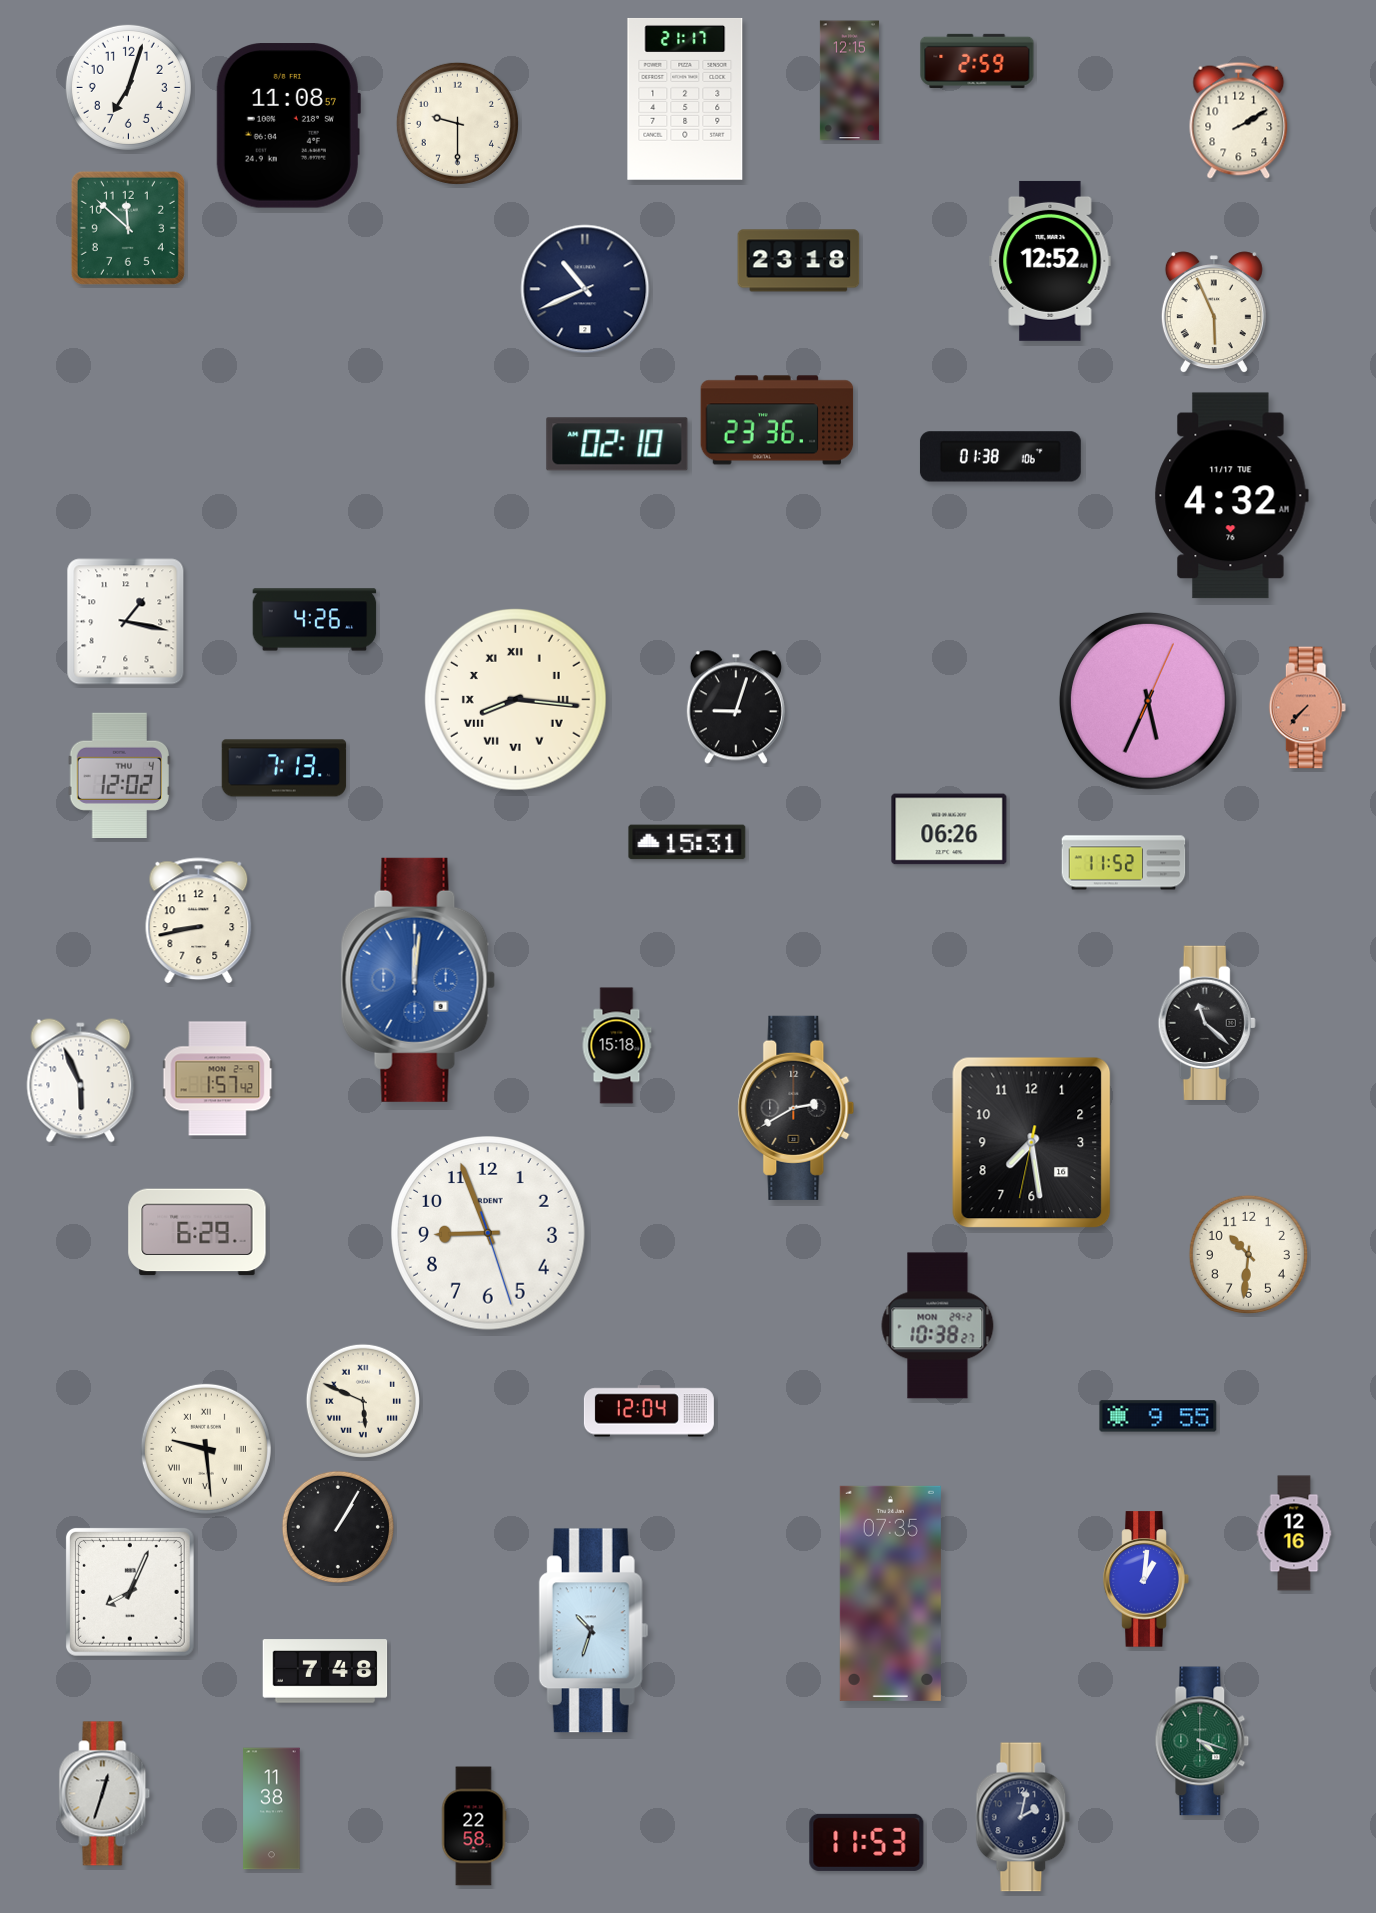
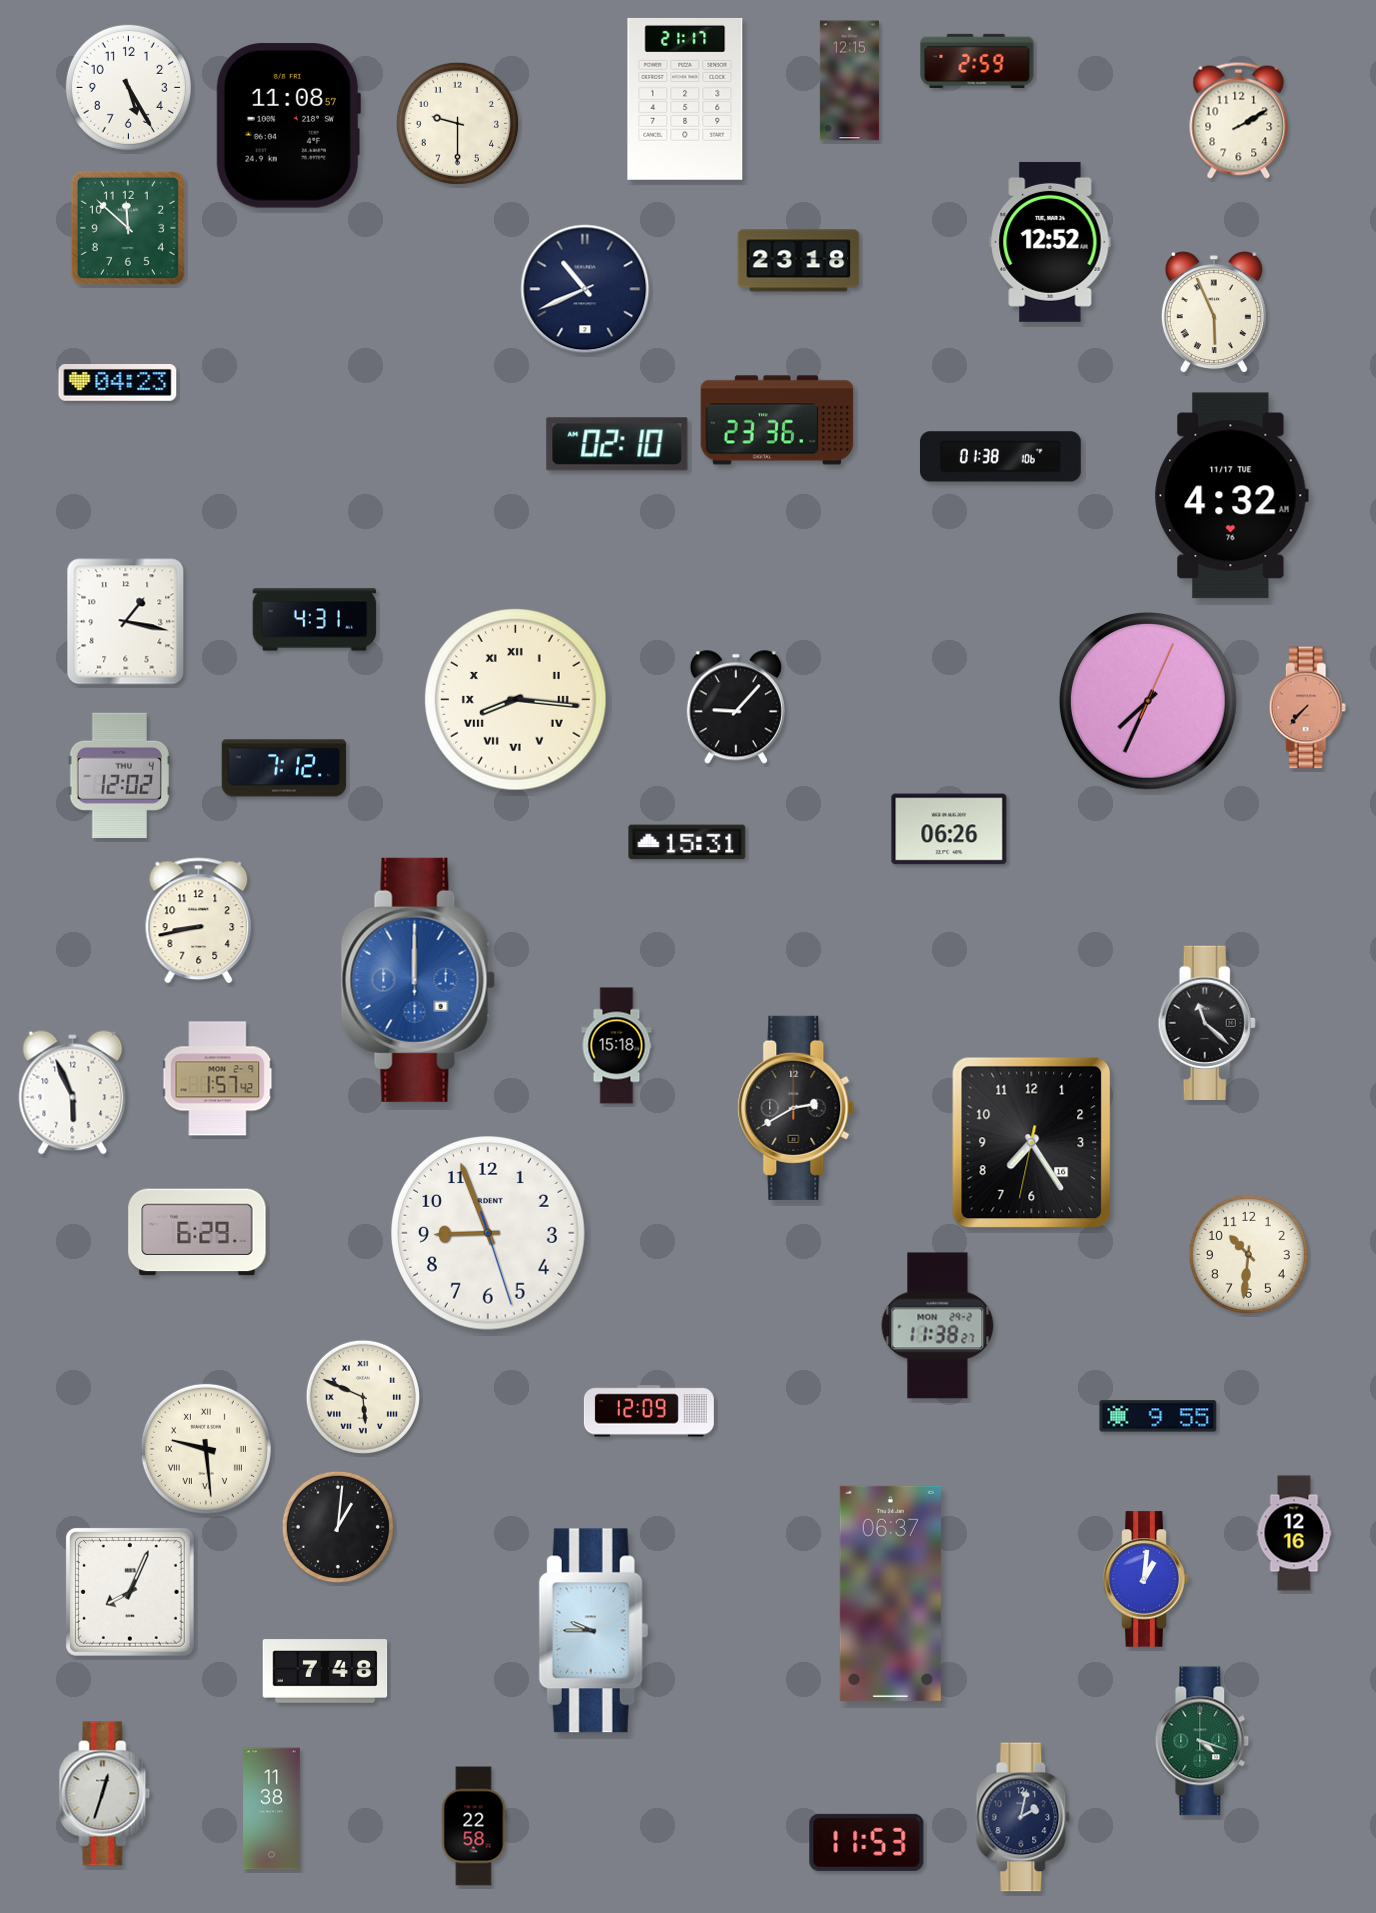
clock at (128, 87): 7:03 -> 5:25
clock at (1050, 261) position: (1050, 261) -> (1050, 242)
clock at (118, 383): none -> 04:23
clock at (315, 620): 4:26 -> 4:31
clock at (1148, 701): 5:34 -> 7:34
clock at (736, 707): 9:03 -> 9:07
clock at (284, 768): 7:13 -> 7:12
clock at (1124, 863): 11:52 -> none
clock at (418, 980): 12:01 -> 12:00
clock at (81, 1081) position: (81, 1081) -> (73, 1093)
clock at (1032, 1143): 7:28 -> 7:24
clock at (938, 1326): 10:38 -> 11:38
clock at (363, 1401) position: (363, 1401) -> (363, 1397)
clock at (649, 1411): 12:04 -> 12:09
clock at (338, 1527): 1:05 -> 1:01
clock at (890, 1593): 07:35 -> 06:37
clock at (593, 1631): 10:33 -> 9:45
